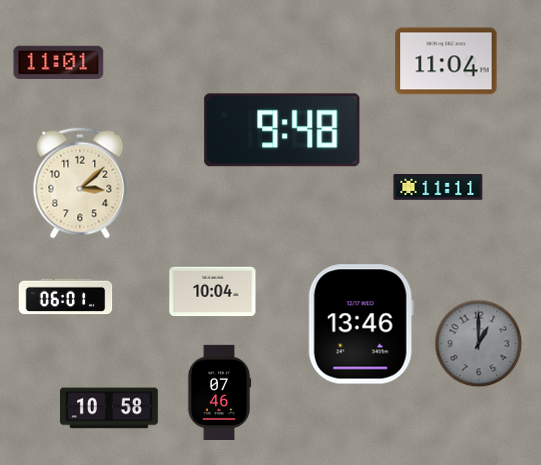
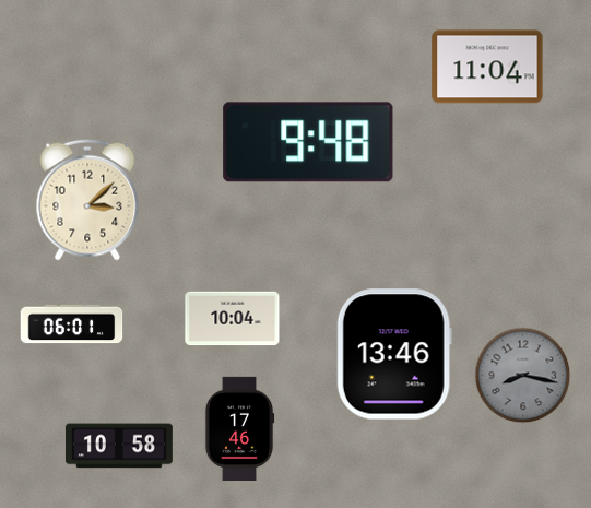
clock at (59, 63): 11:01 -> none
clock at (438, 188): 11:11 -> none
clock at (479, 344): 1:00 -> 8:17
clock at (219, 392): 07:46 -> 17:46
